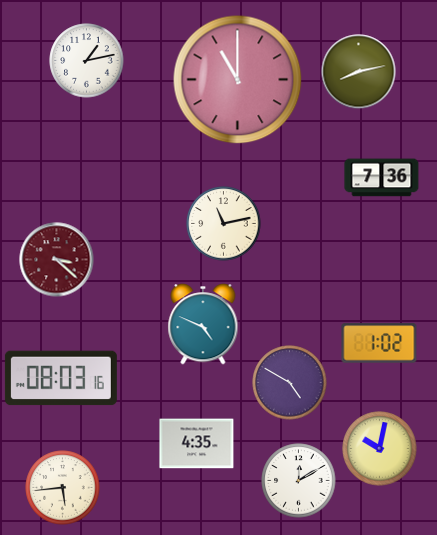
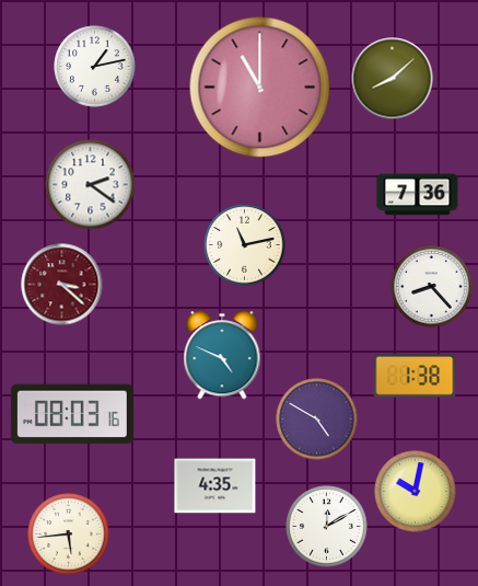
clock at (359, 72): 8:13 -> 8:08
clock at (91, 185): none -> 2:21
clock at (432, 287): none -> 8:23
clock at (379, 343): 1:02 -> 1:38
clock at (61, 378) position: (61, 378) -> (72, 414)
